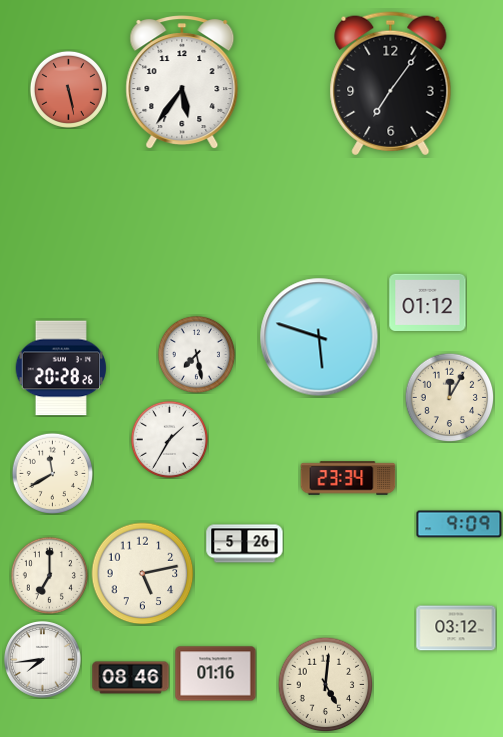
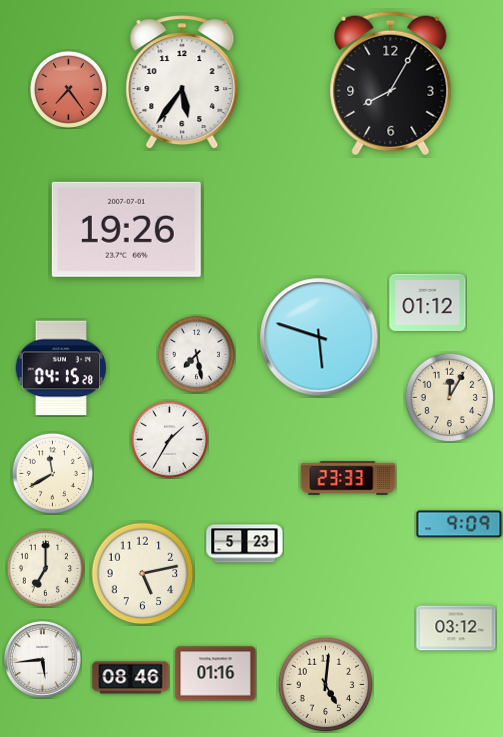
clock at (391, 84): 7:06 -> 8:05
clock at (68, 89): 5:28 -> 7:24
clock at (126, 229): none -> 19:26
clock at (61, 368): 20:28 -> 04:15
clock at (348, 478): 23:34 -> 23:33
clock at (245, 544): 5:26 -> 5:23
clock at (49, 575) position: (49, 575) -> (45, 568)
clock at (43, 660): 7:44 -> 5:44
